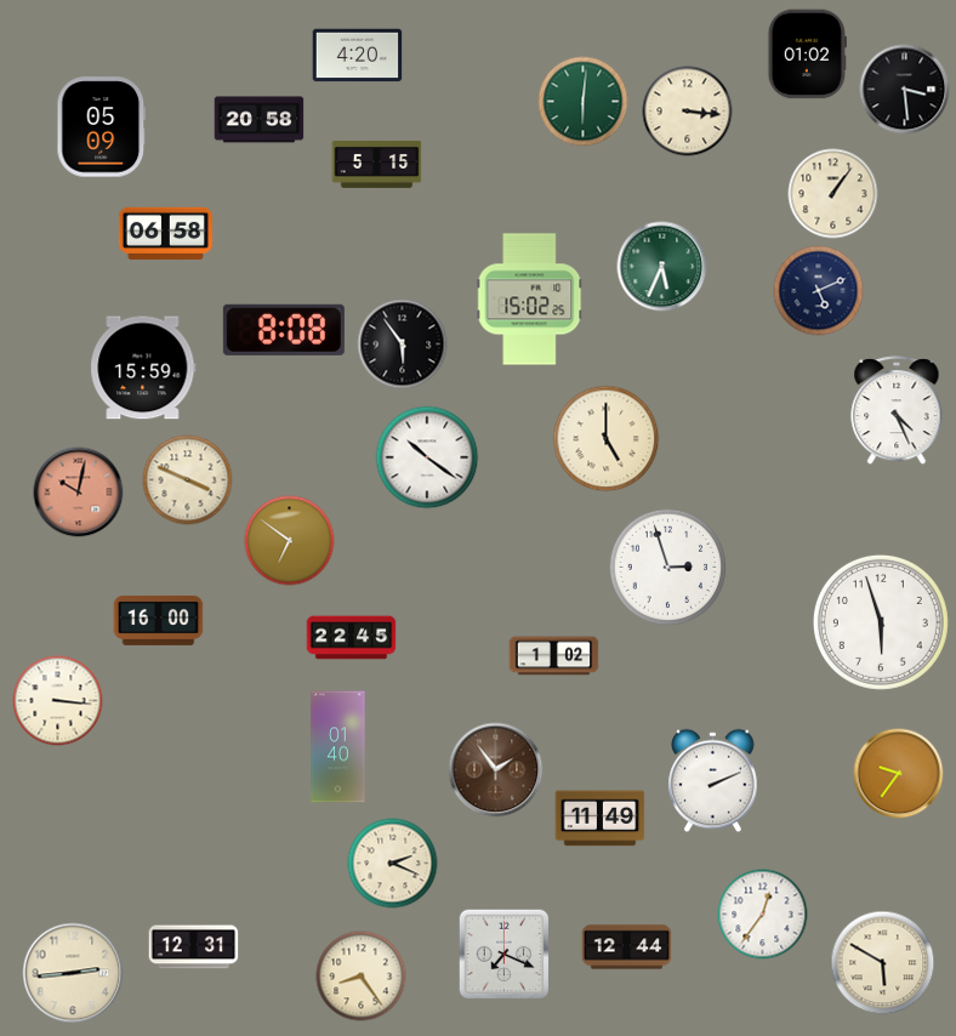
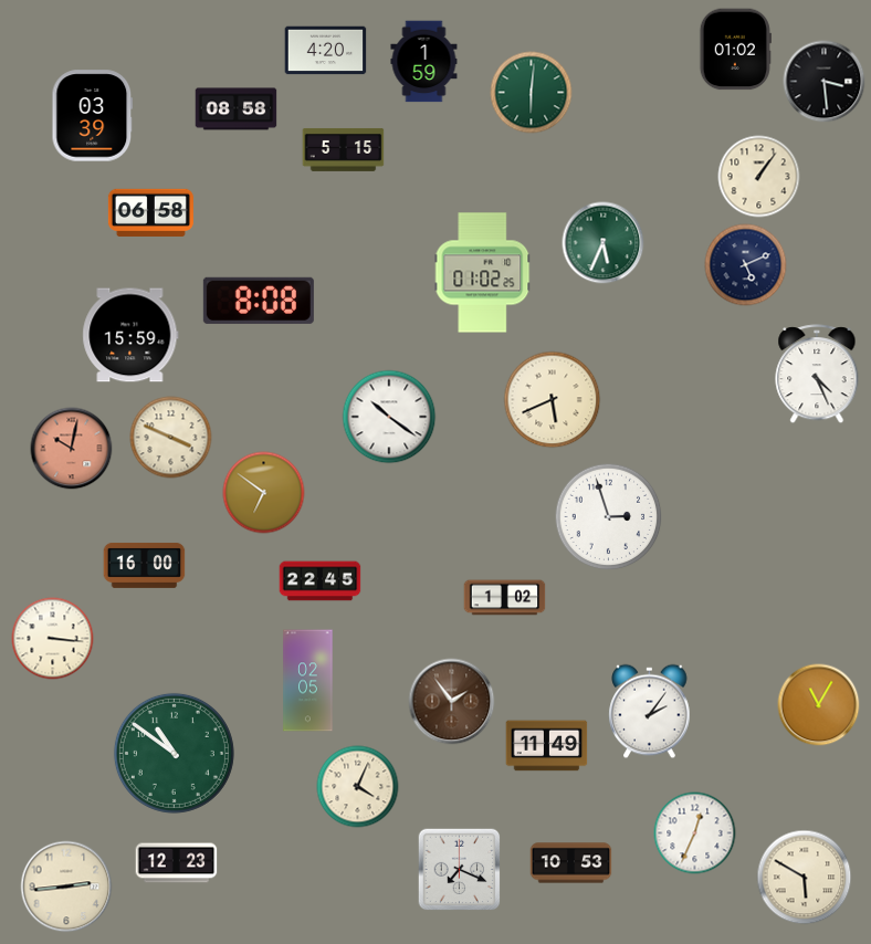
clock at (424, 62): none -> 1:59
clock at (688, 112): 3:16 -> none
clock at (260, 120): 20:58 -> 08:58
clock at (102, 127): 05:09 -> 03:39
clock at (530, 300): 15:02 -> 01:02
clock at (403, 345): 5:54 -> none
clock at (607, 439): 5:00 -> 5:41
clock at (881, 622): 5:57 -> none
clock at (338, 747): 01:40 -> 02:05
clock at (899, 774): 9:36 -> 11:05
clock at (713, 781): 2:11 -> 2:06
clock at (174, 753): none -> 10:51
clock at (393, 864): 2:19 -> 4:04
clock at (763, 915): 12:36 -> 12:34
clock at (194, 947): 12:31 -> 12:23
clock at (627, 947): 12:44 -> 10:53
clock at (362, 977): 8:24 -> none
